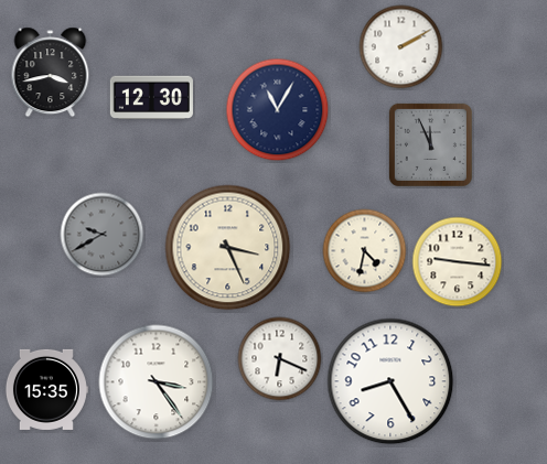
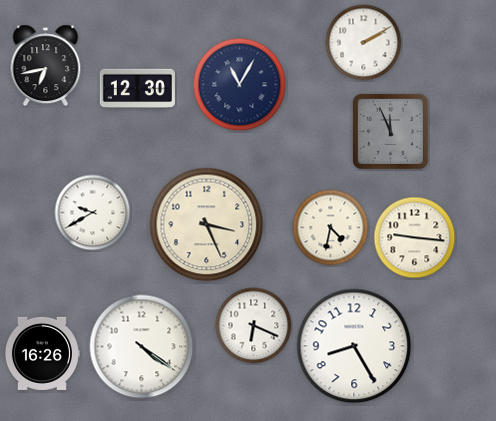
clock at (51, 73): 3:43 -> 6:43
clock at (278, 110) position: (278, 110) -> (240, 85)
clock at (103, 235) dial: grey -> white
clock at (157, 382): 3:24 -> 4:21
clock at (46, 389): 15:35 -> 16:26
